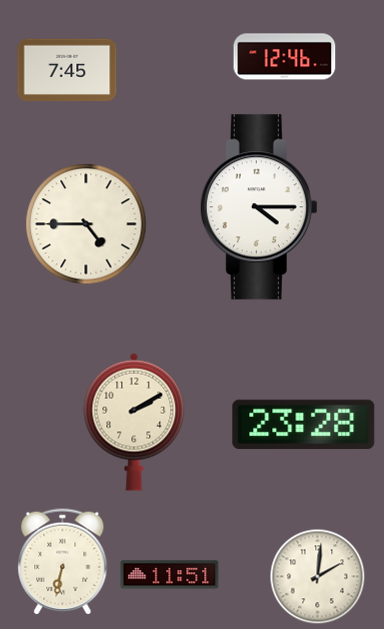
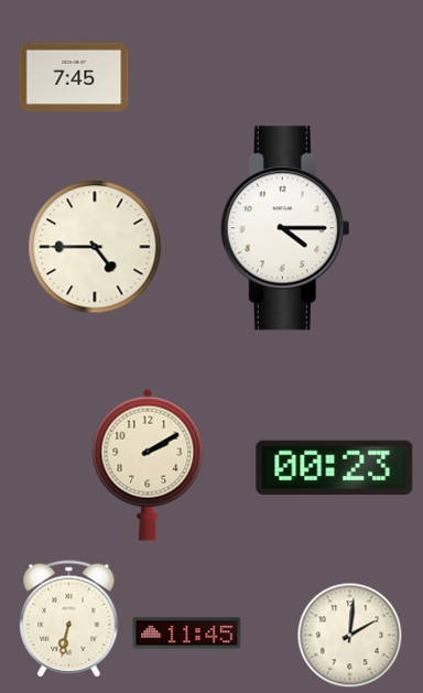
clock at (285, 57): 12:46 -> none
clock at (304, 424): 23:28 -> 00:23
clock at (170, 575): 11:51 -> 11:45
